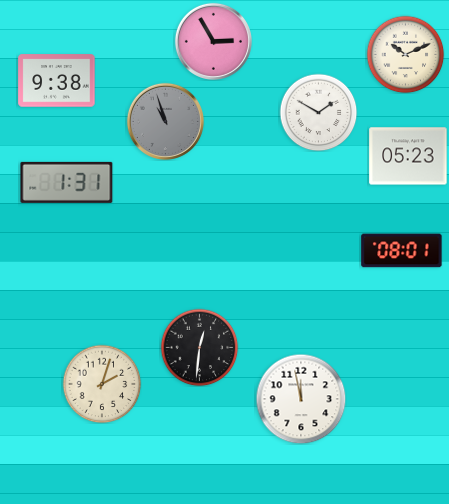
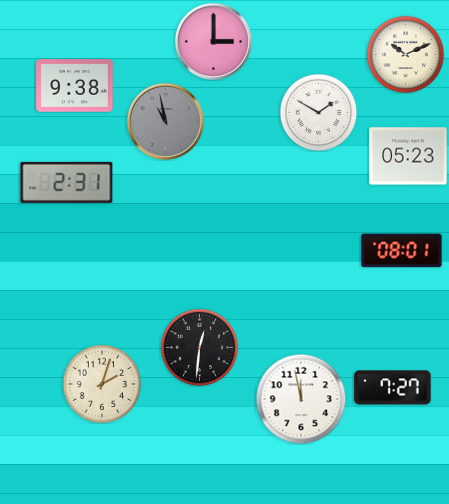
clock at (213, 41): 2:55 -> 3:00
clock at (57, 81) position: (57, 81) -> (75, 86)
clock at (165, 121): 10:57 -> 10:58
clock at (67, 182): 1:31 -> 2:31
clock at (393, 388): none -> 7:27
